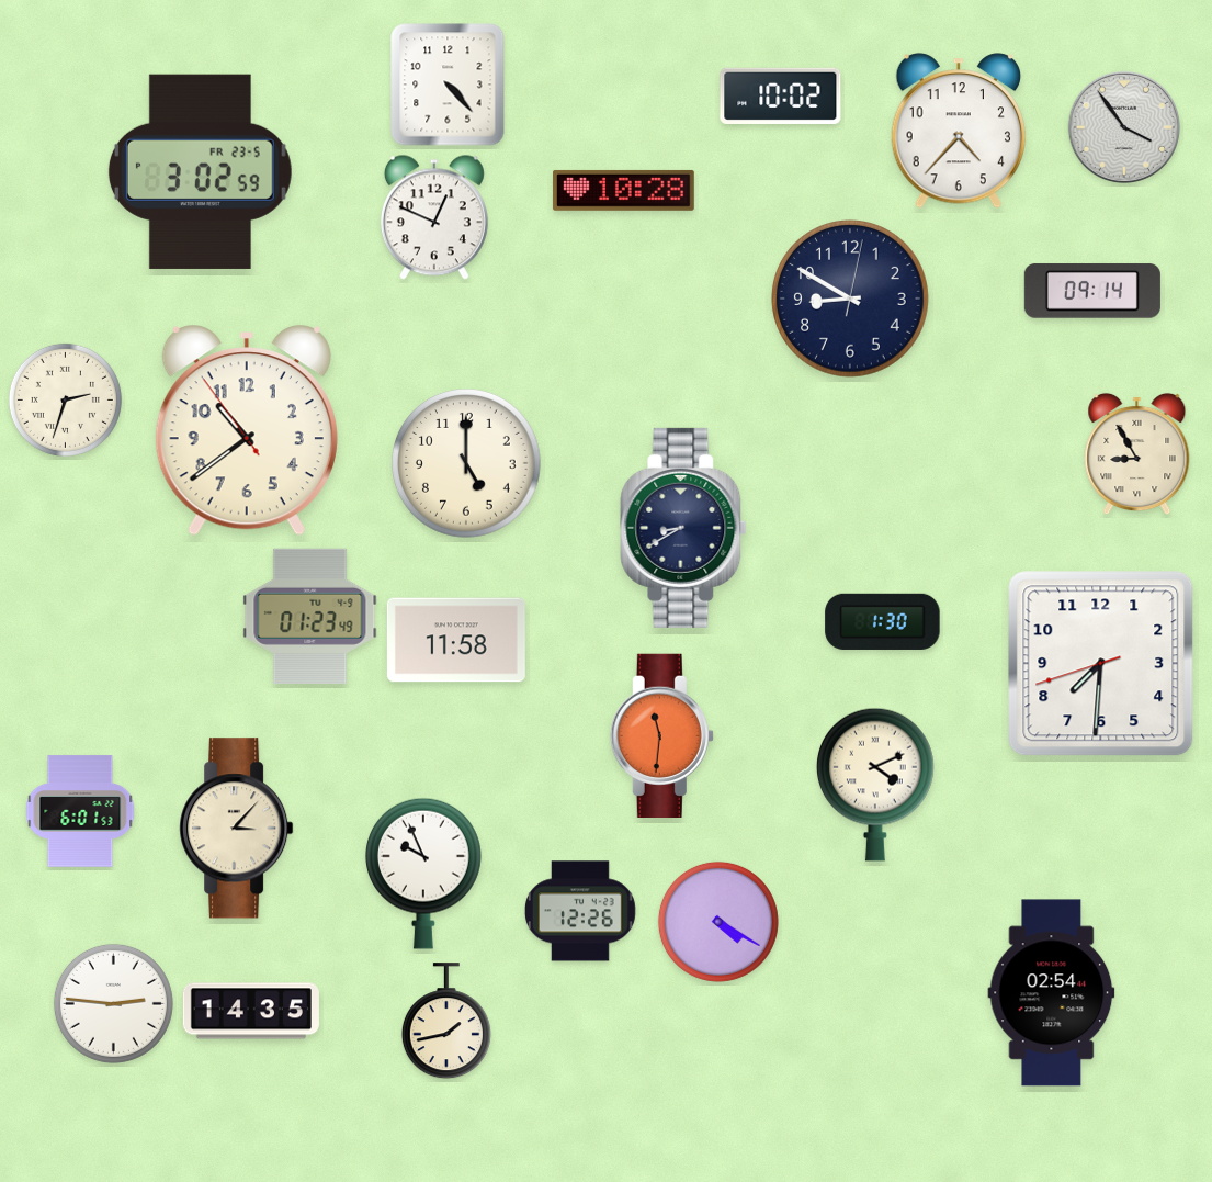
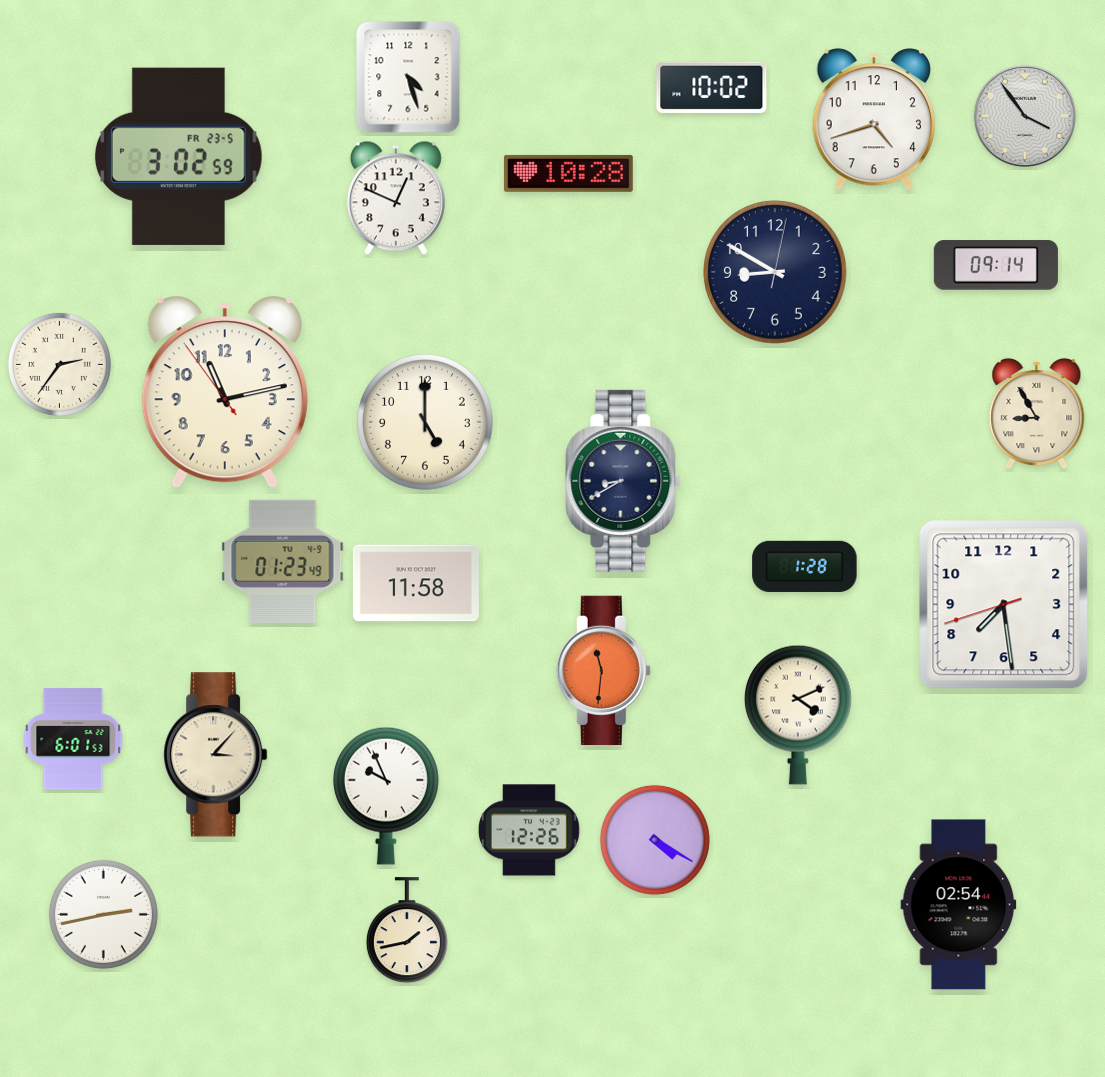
clock at (448, 85): 4:23 -> 4:27
clock at (958, 131): 4:37 -> 4:42
clock at (200, 171) position: (200, 171) -> (178, 156)
clock at (65, 399): 2:33 -> 2:36
clock at (247, 431): 10:38 -> 11:12
clock at (883, 621): 1:30 -> 1:28
clock at (1101, 664): 7:30 -> 7:28
clock at (113, 1003): 2:46 -> 2:43
clock at (251, 1011): 14:35 -> none
